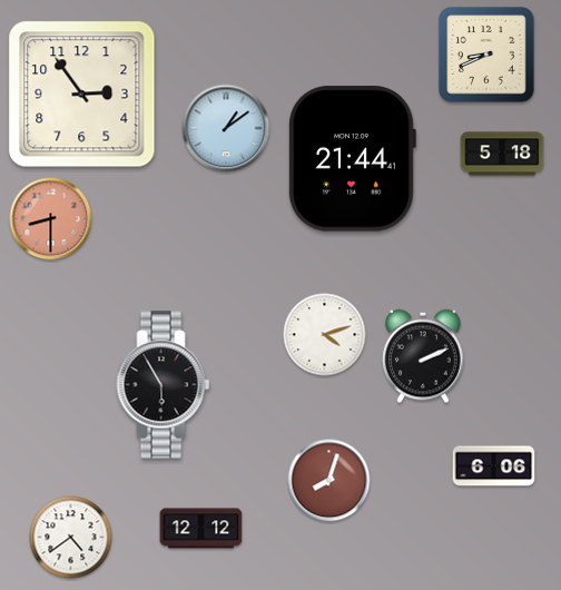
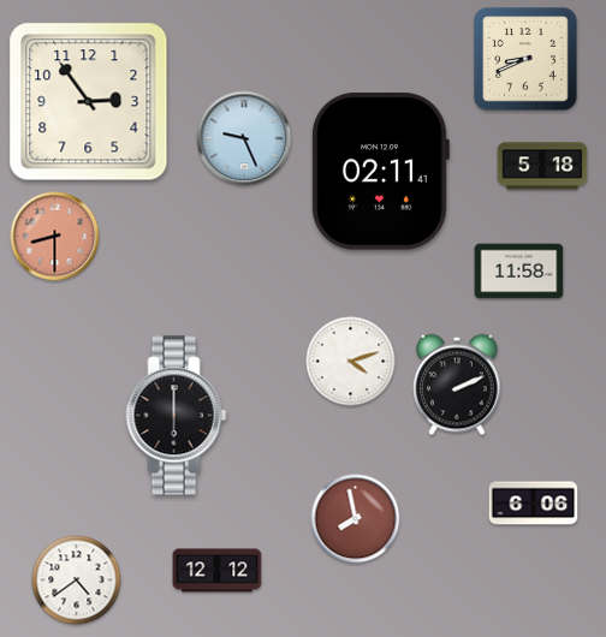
clock at (226, 128): 1:09 -> 9:26
clock at (353, 159): 21:44 -> 02:11
clock at (519, 272): none -> 11:58
clock at (164, 385): 5:55 -> 6:00
clock at (329, 481): 8:03 -> 7:58
